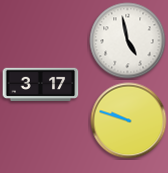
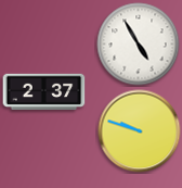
clock at (128, 41): 4:58 -> 4:55
clock at (41, 84): 3:17 -> 2:37
